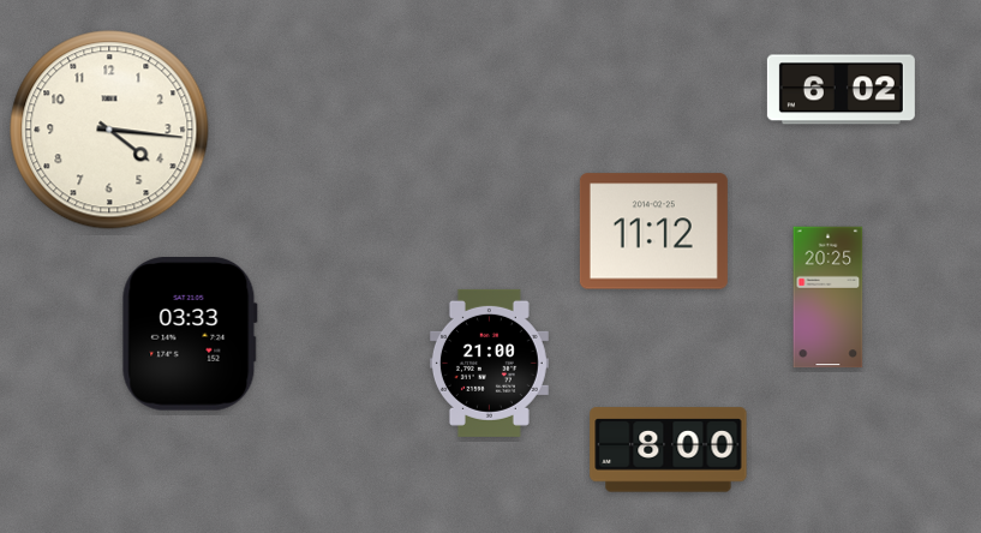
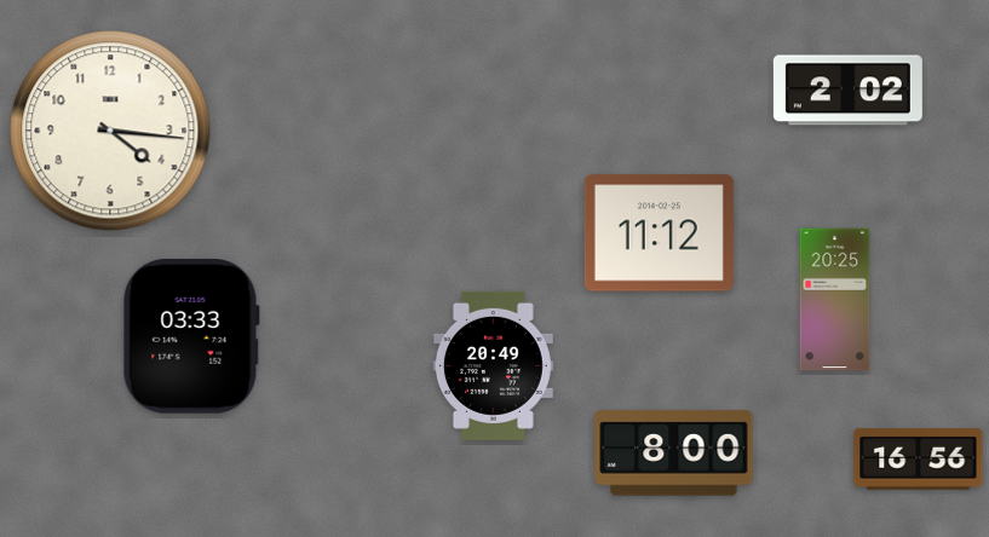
clock at (841, 90): 6:02 -> 2:02
clock at (489, 363): 21:00 -> 20:49
clock at (919, 460): none -> 16:56
